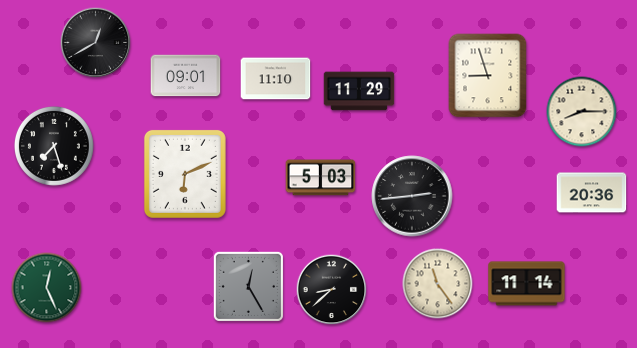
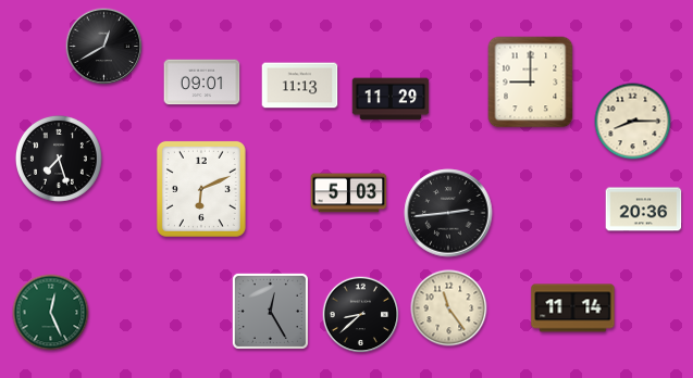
clock at (488, 76): 8:57 -> 9:00
clock at (276, 79): 11:10 -> 11:13
clock at (438, 284) position: (438, 284) -> (449, 308)
